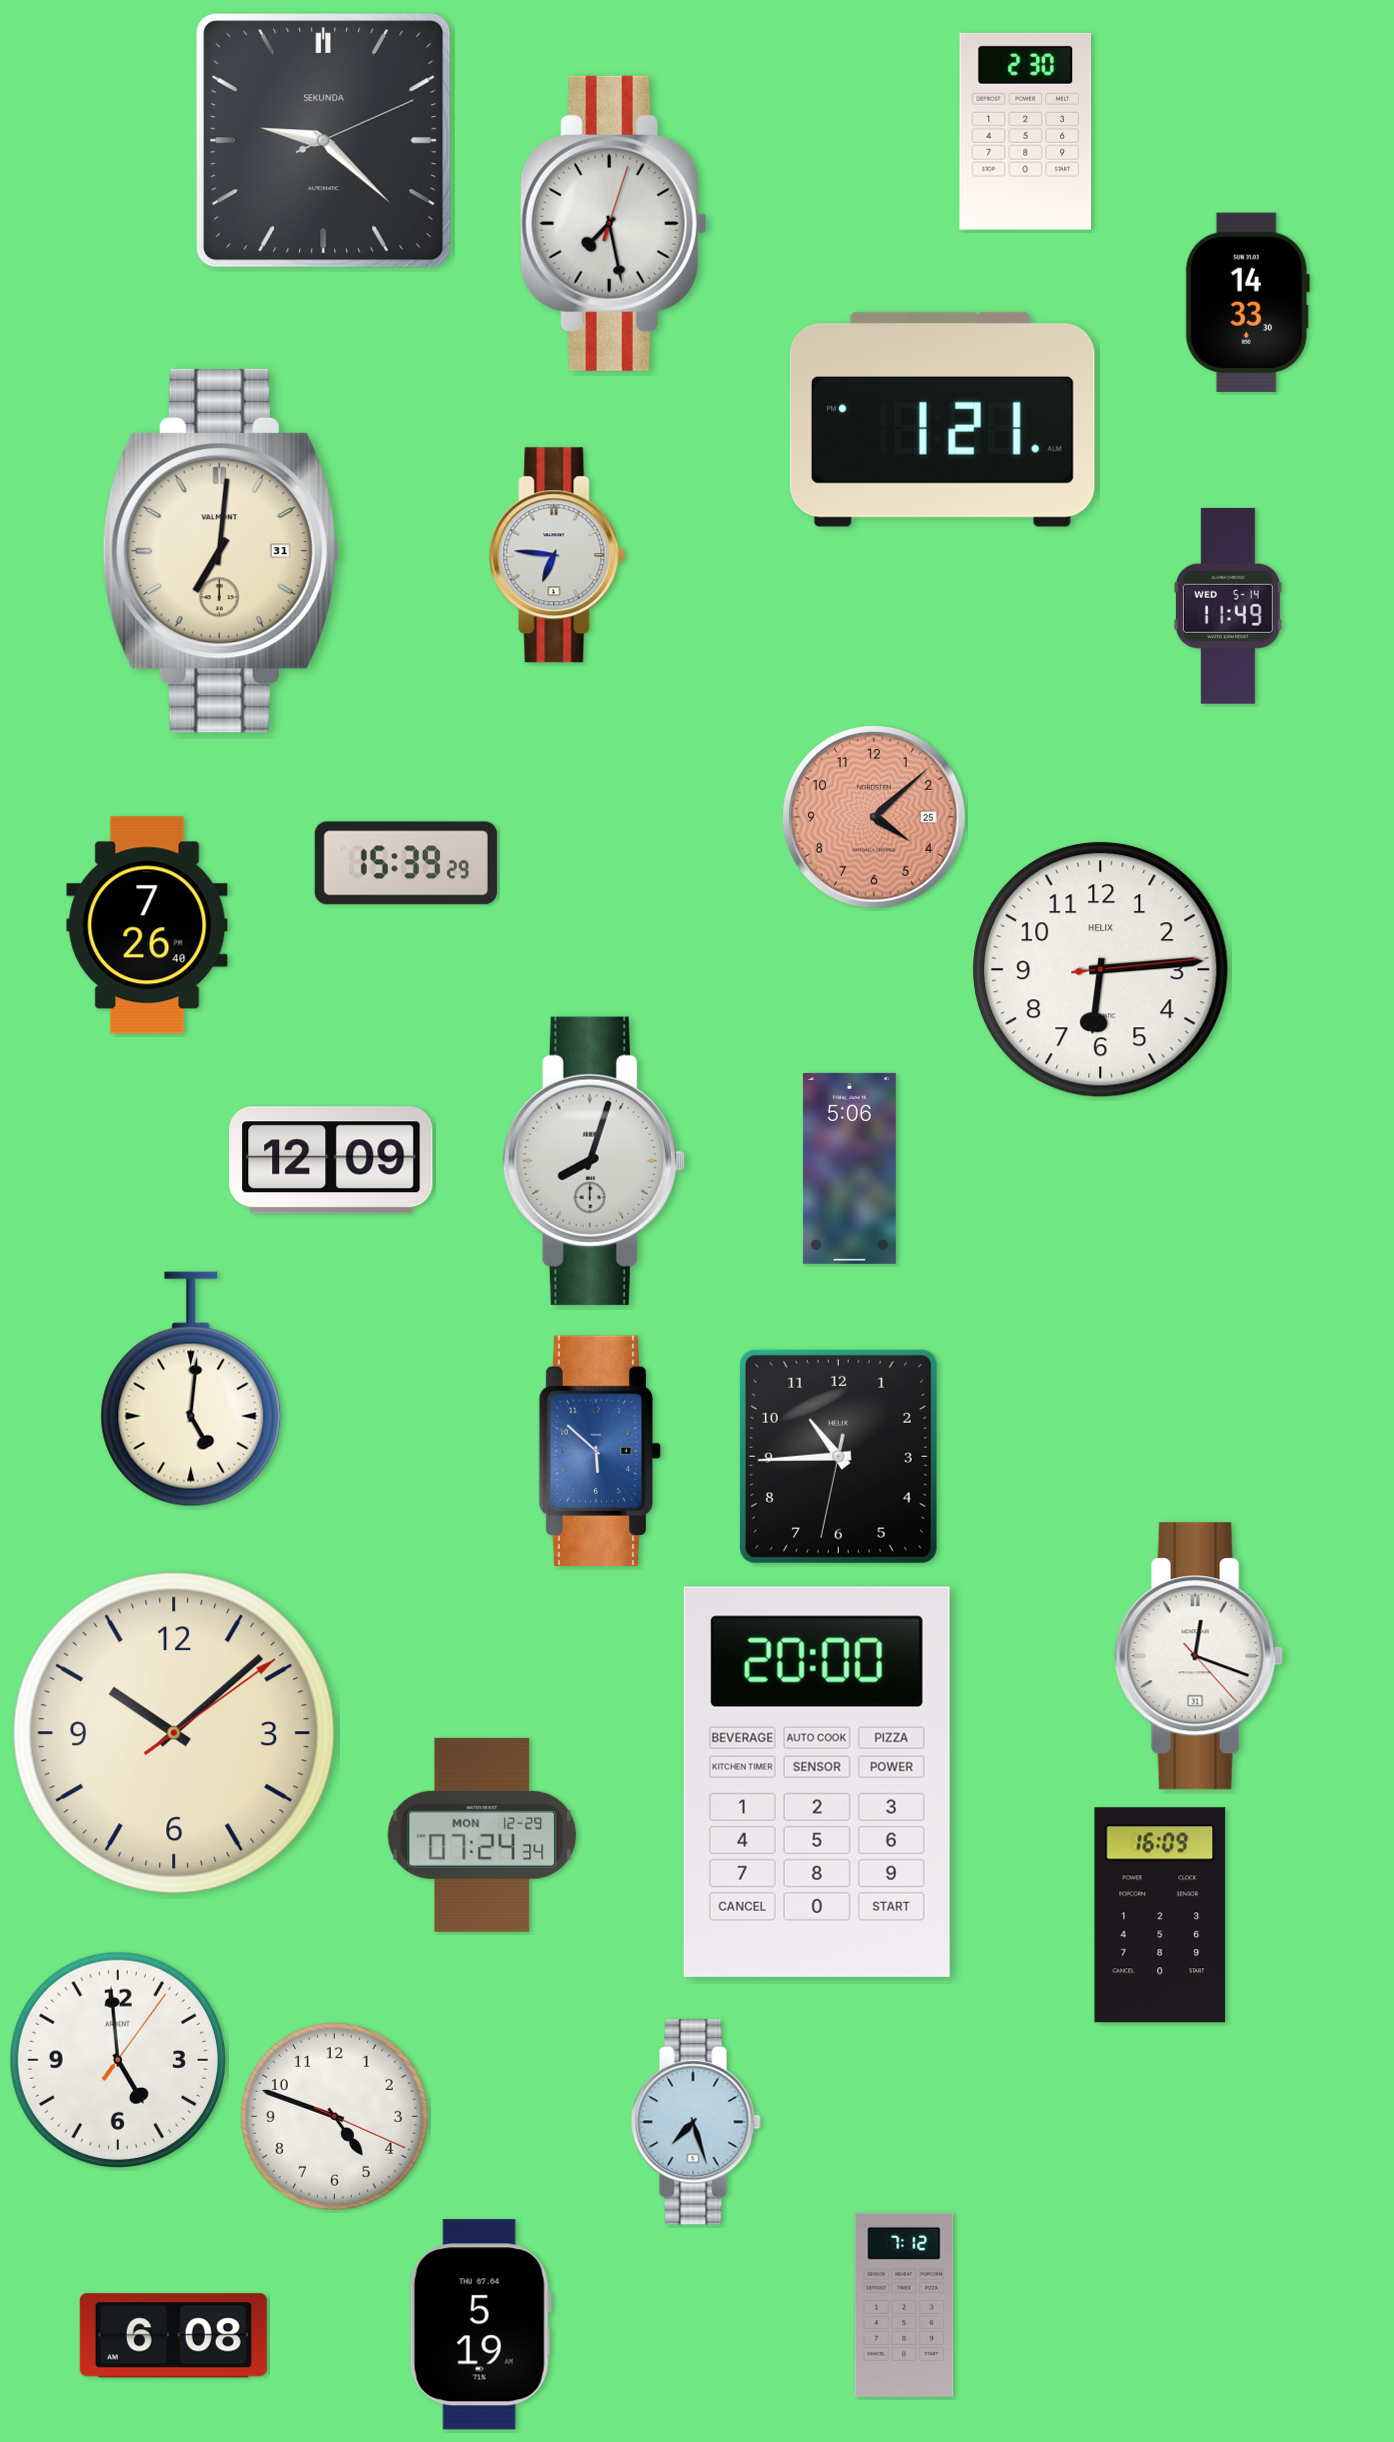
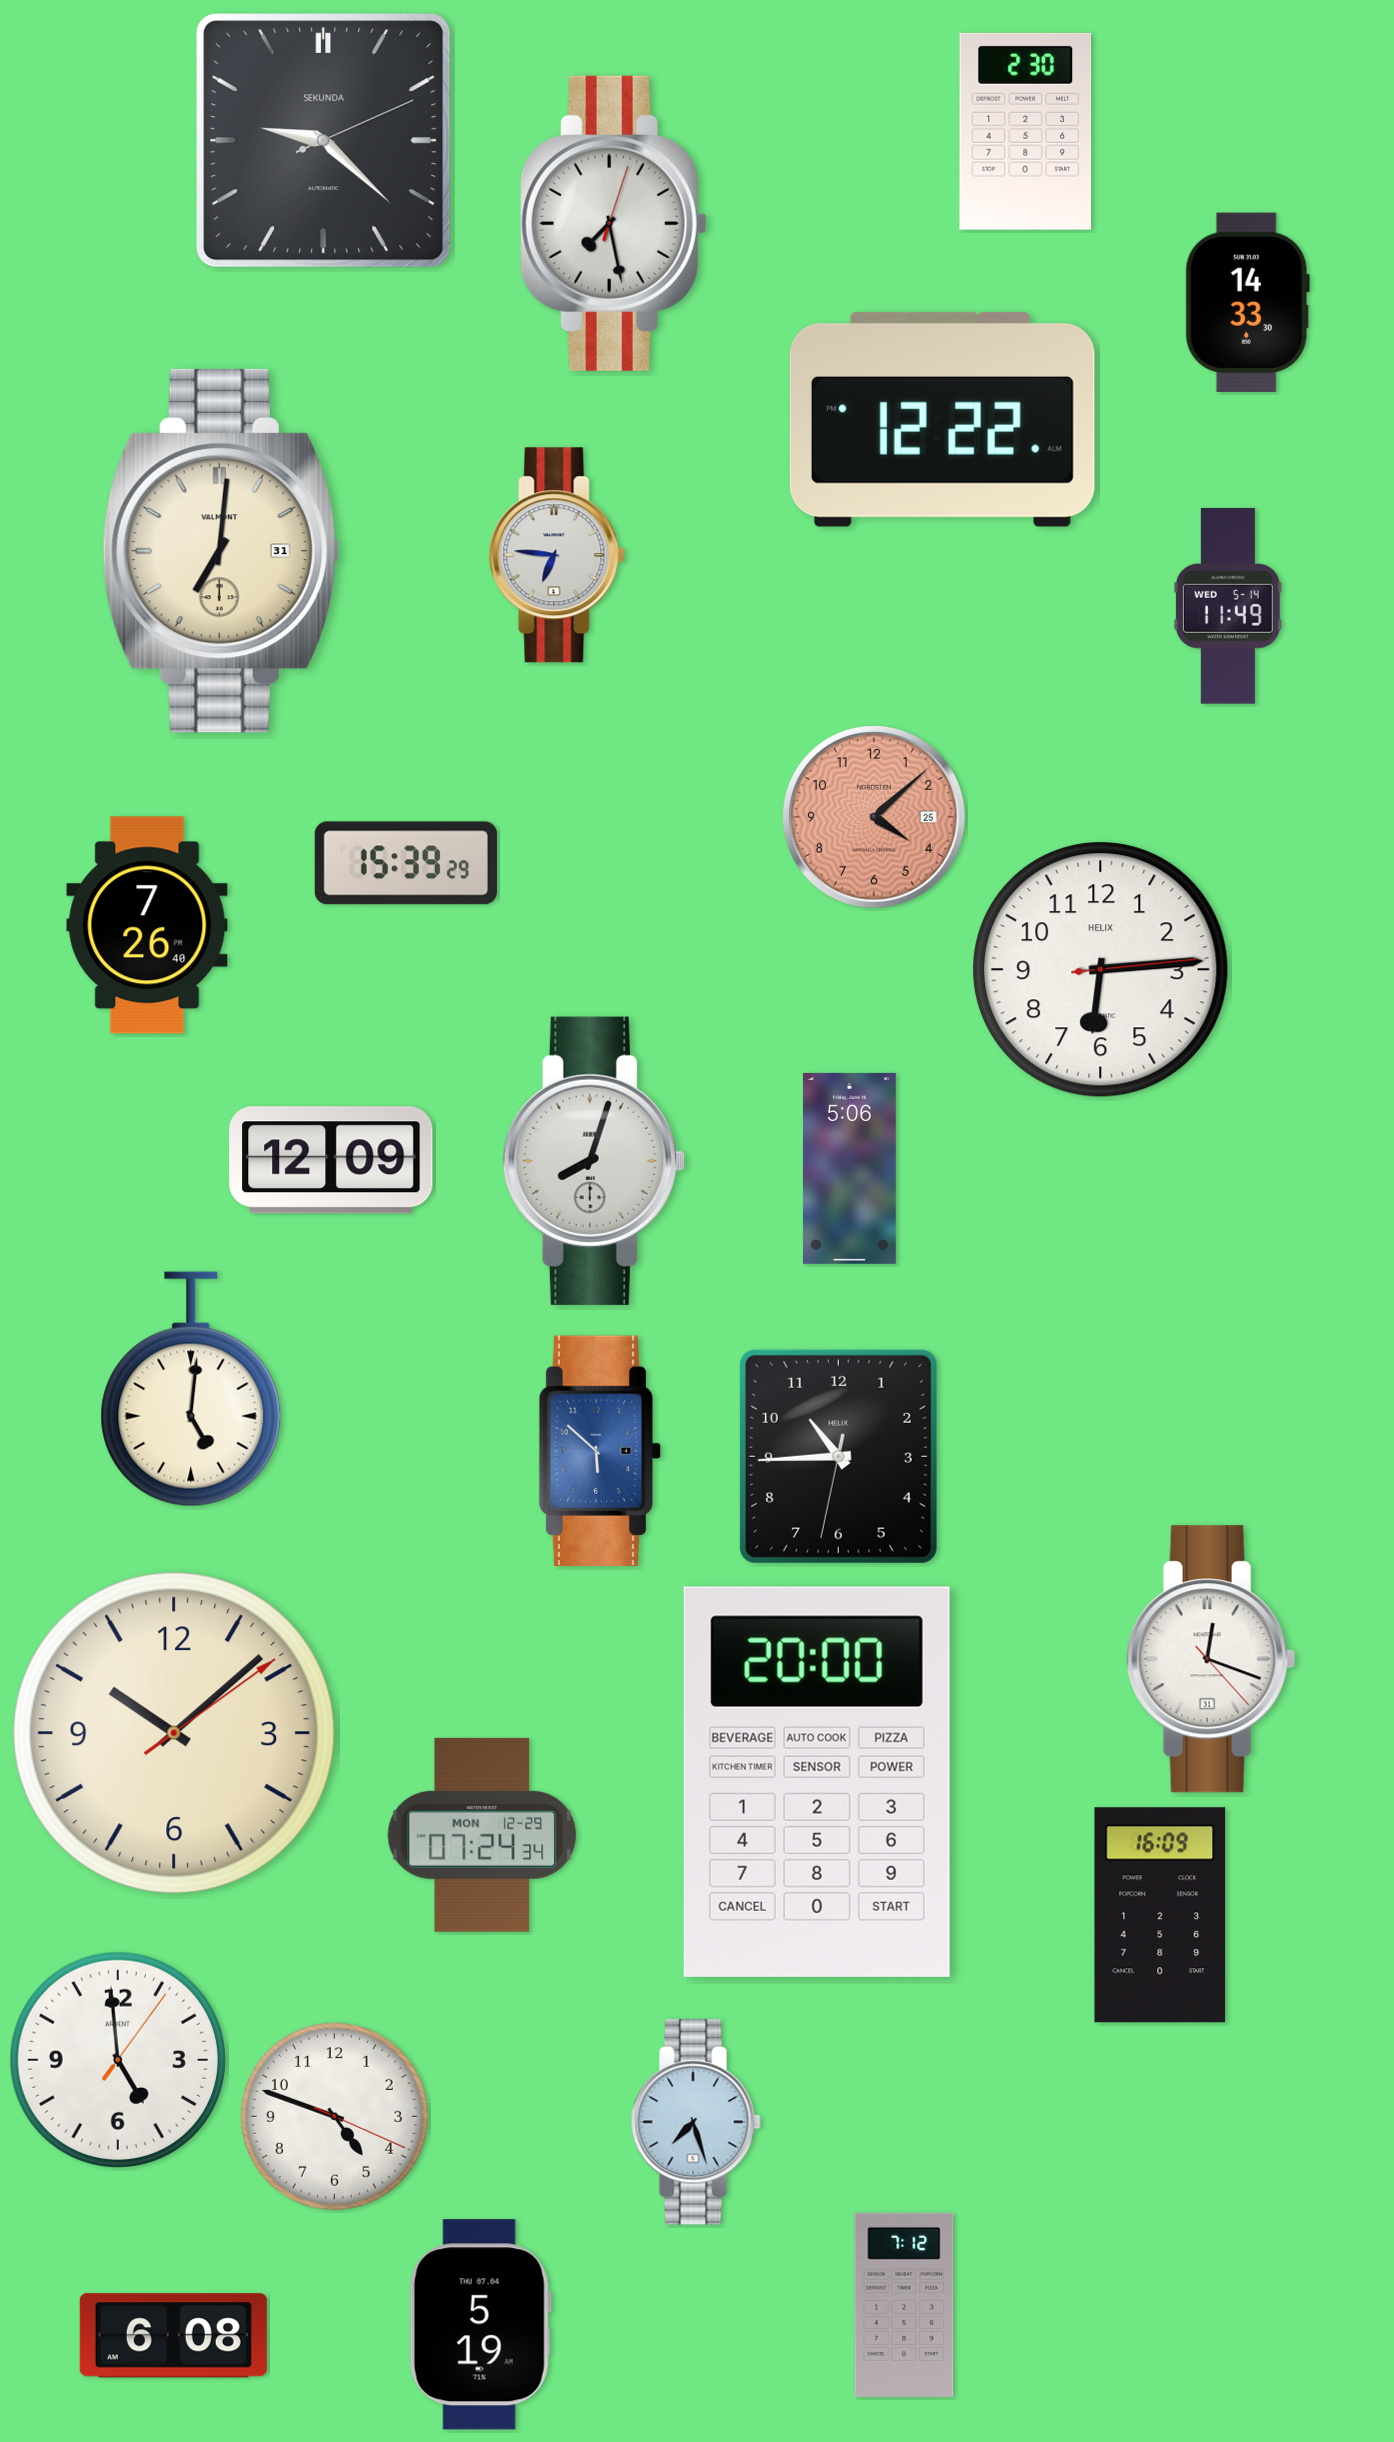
clock at (942, 419): 1:21 -> 12:22
clock at (1199, 1656) position: (1199, 1656) -> (1211, 1659)
